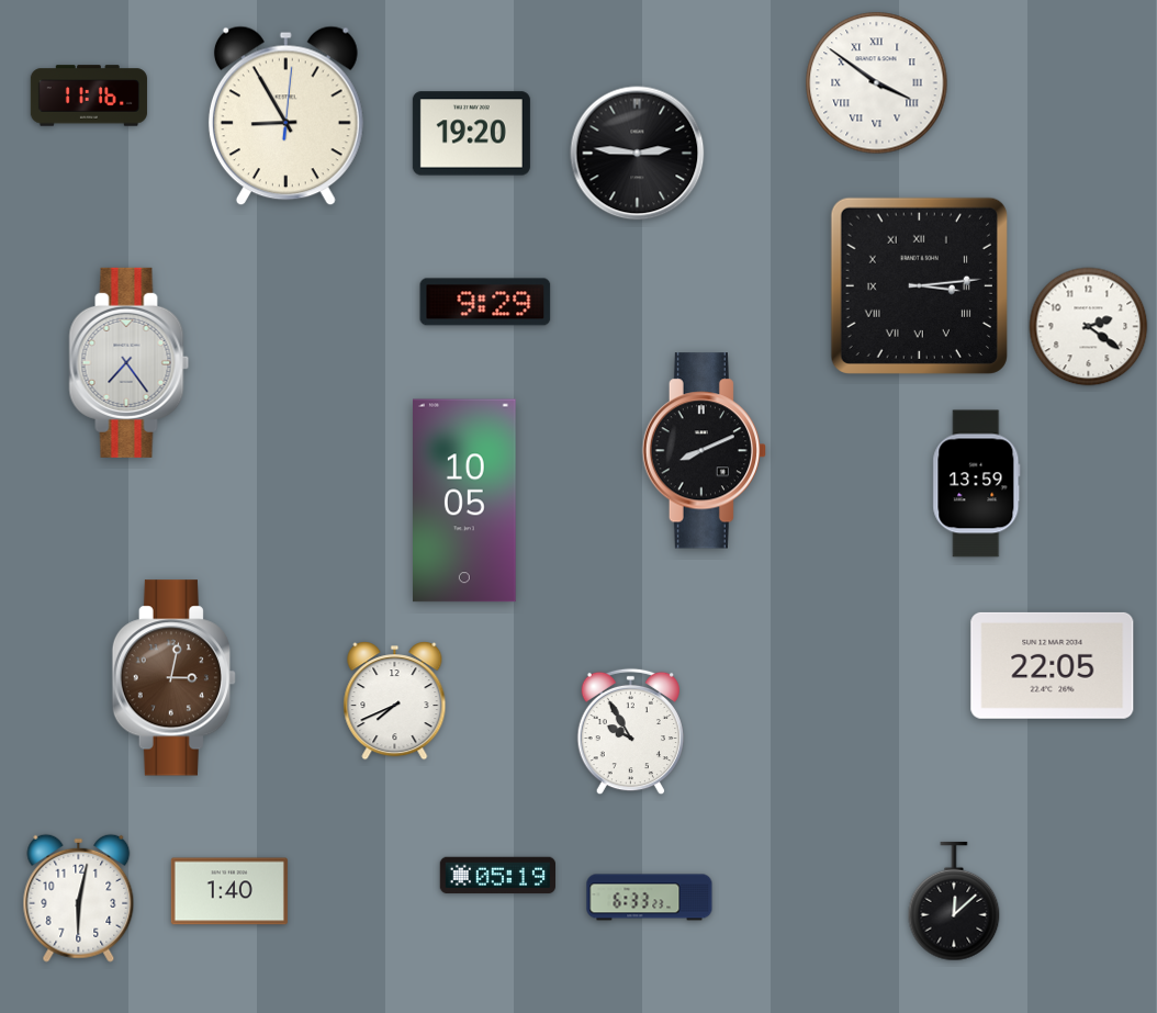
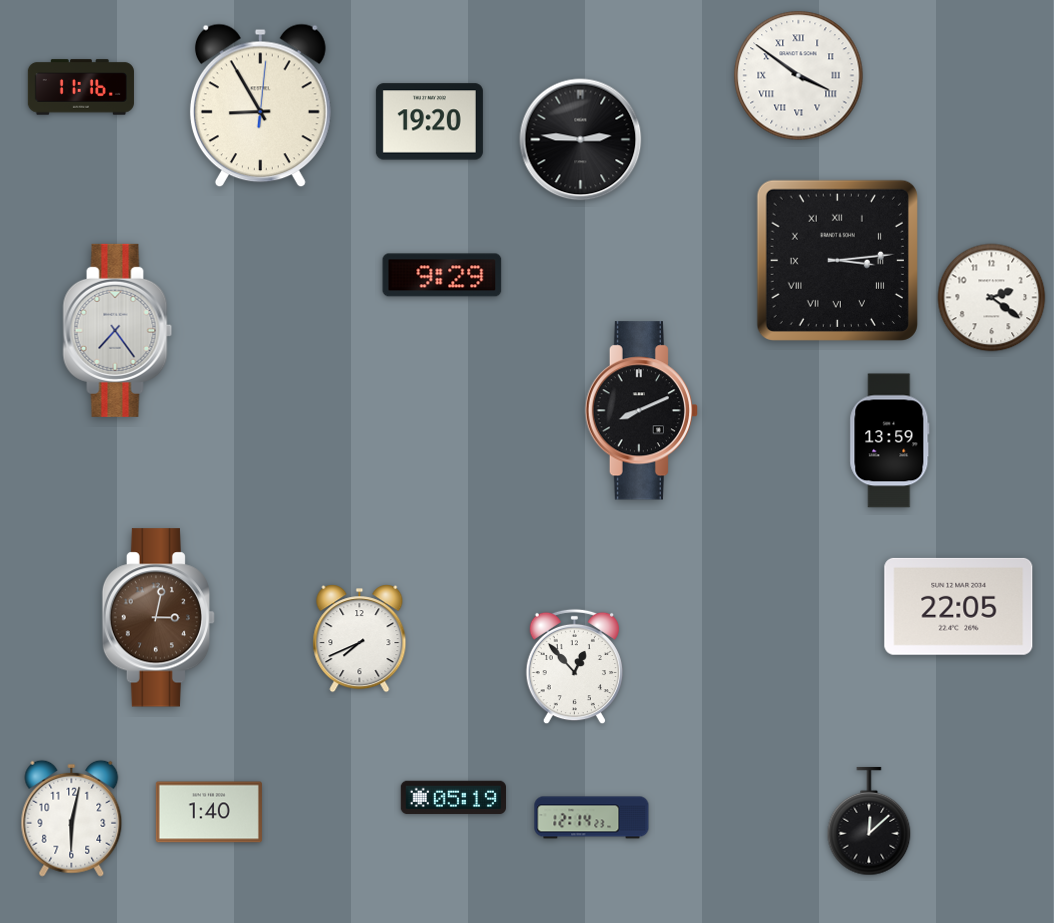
clock at (465, 500): 10:05 -> none
clock at (630, 732): 9:55 -> 12:53
clock at (650, 898): 6:33 -> 12:14
